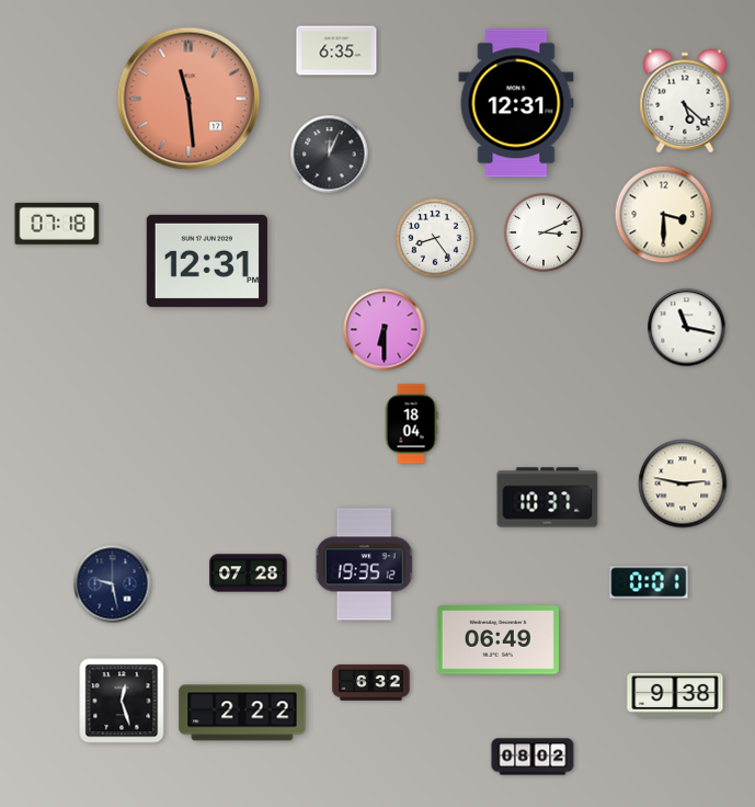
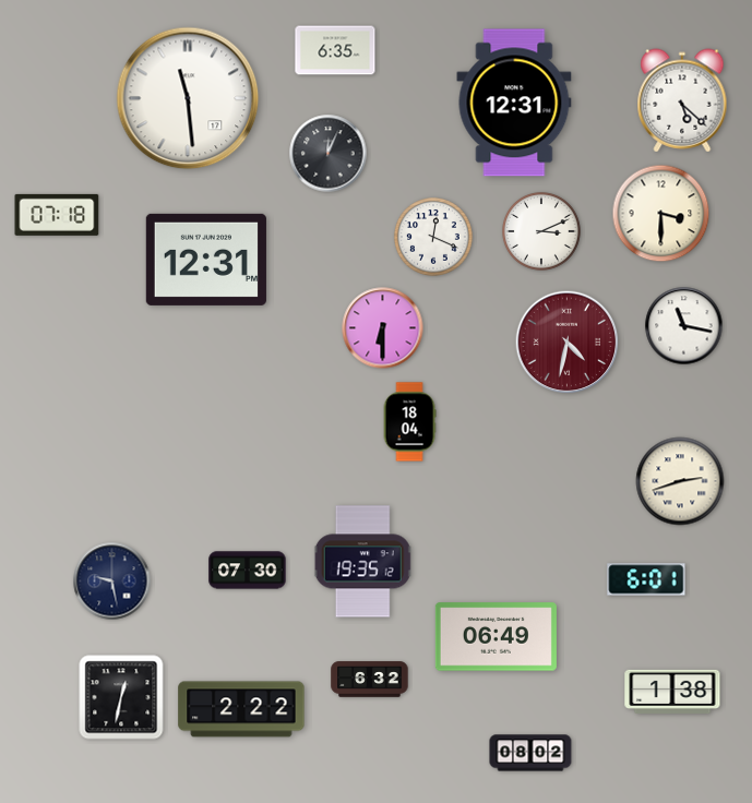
clock at (188, 99) dial: salmon -> white
clock at (57, 224) position: (57, 224) -> (57, 215)
clock at (436, 239): 8:24 -> 12:19
clock at (568, 343): none -> 4:32
clock at (683, 484): 2:47 -> 2:42
clock at (548, 498): 10:37 -> none
clock at (249, 573): 07:28 -> 07:30
clock at (649, 582): 0:01 -> 6:01
clock at (675, 694): 9:38 -> 1:38
clock at (122, 701): 12:27 -> 12:32
